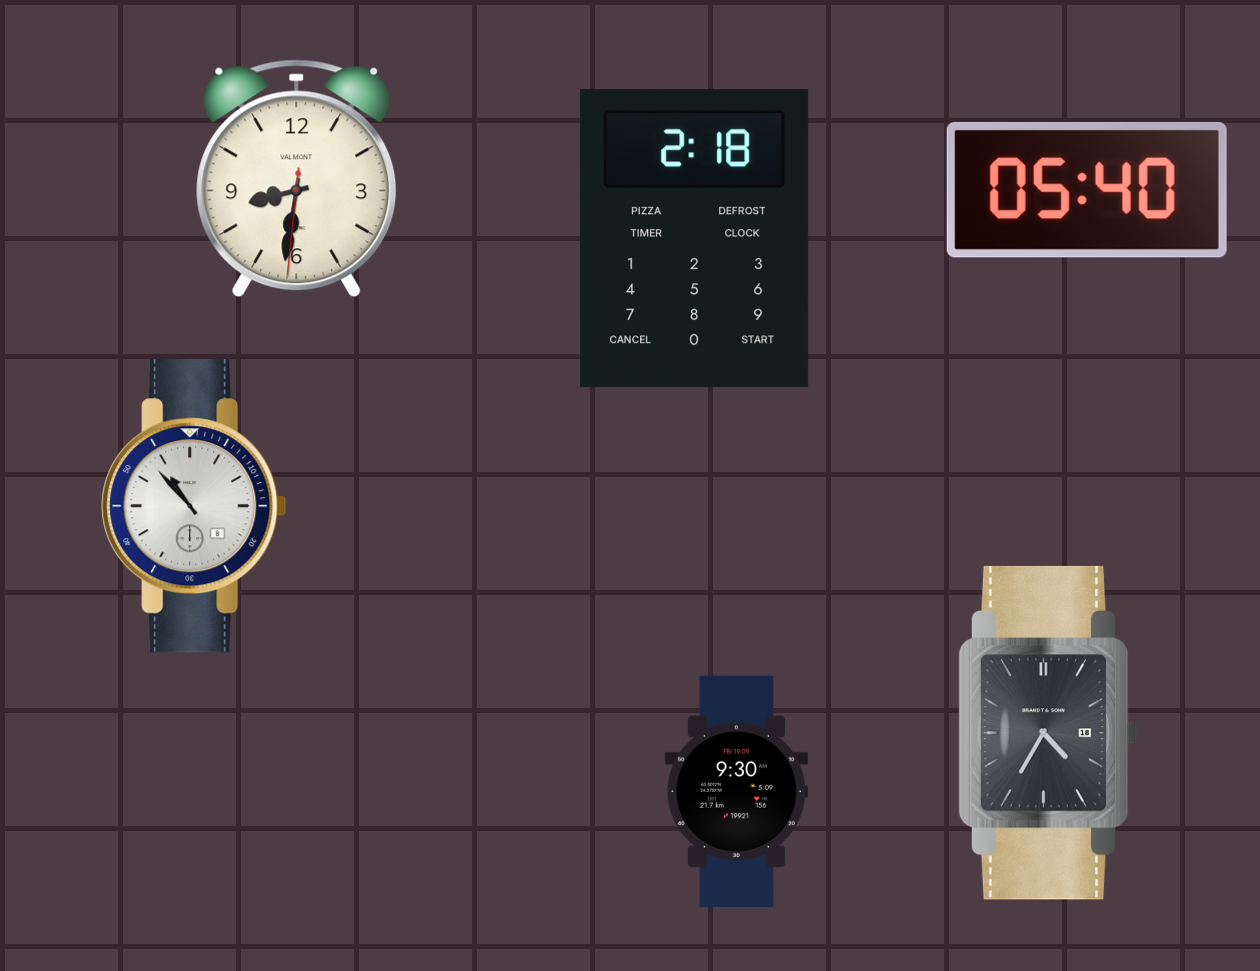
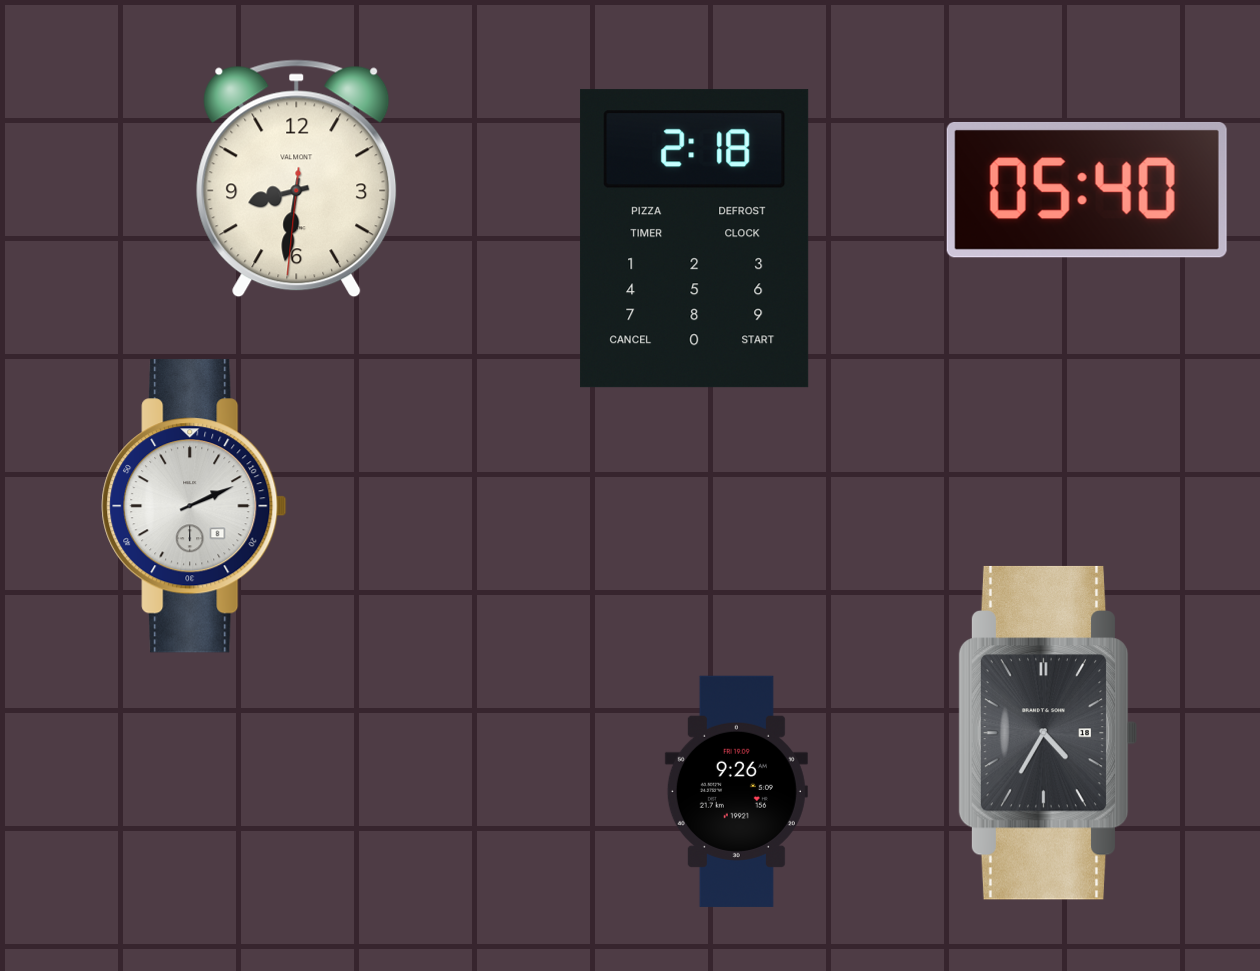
clock at (194, 506): 10:53 -> 2:11
clock at (736, 791): 9:30 -> 9:26
